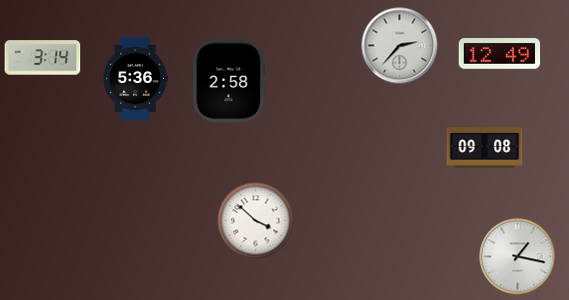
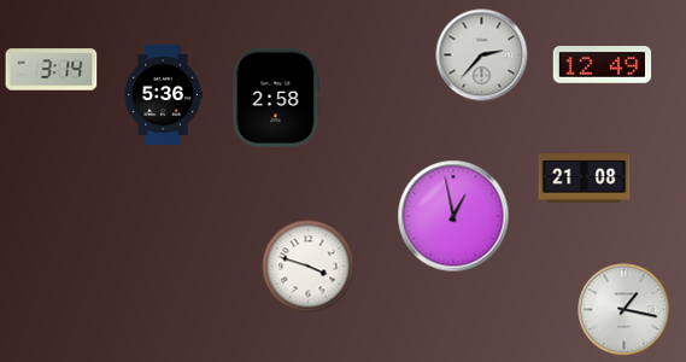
clock at (485, 148): 09:08 -> 21:08
clock at (453, 216): none -> 12:58
clock at (256, 221): 3:52 -> 3:48
